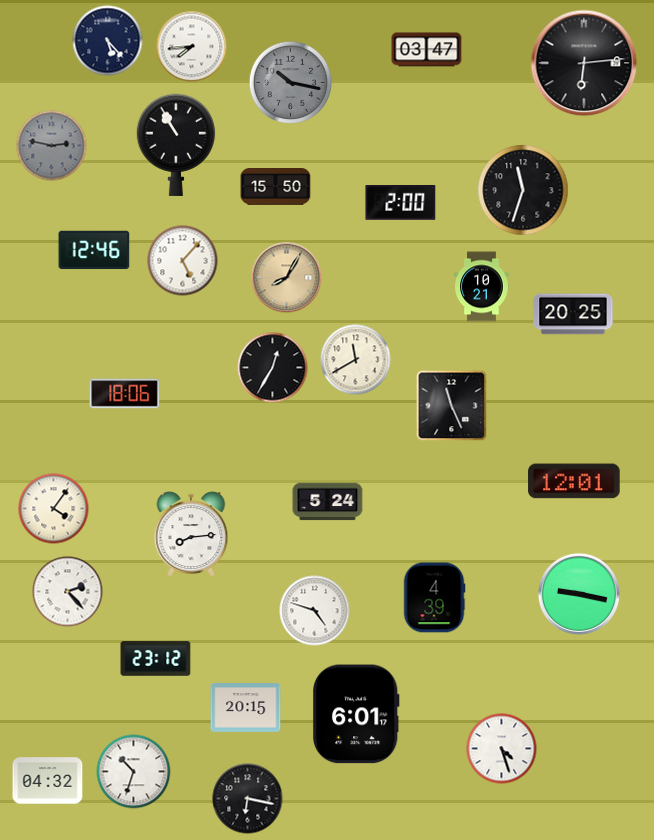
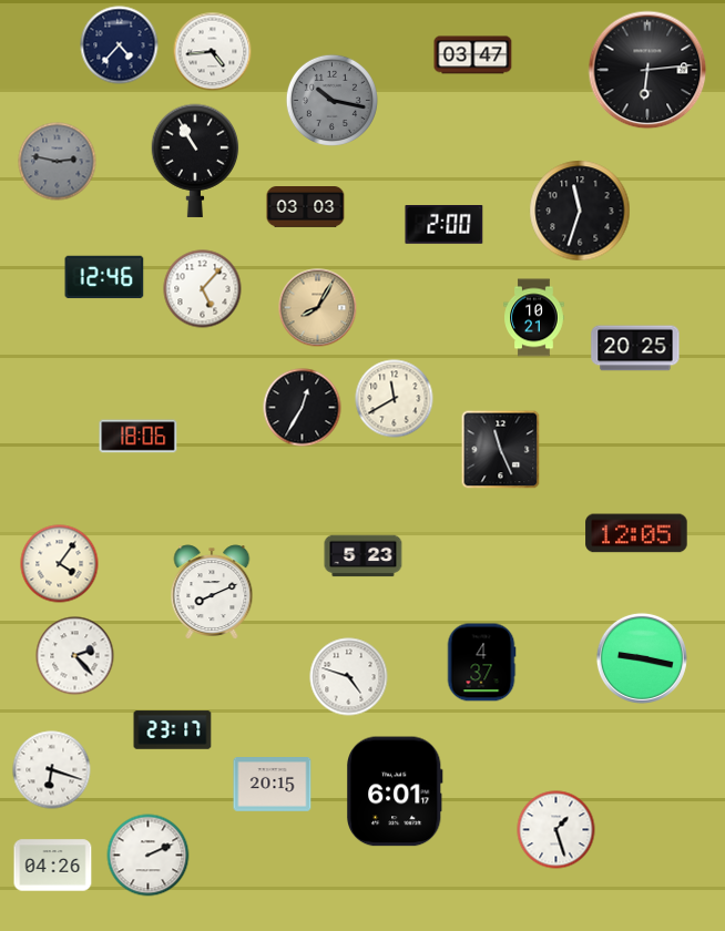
clock at (108, 41): 5:23 -> 4:37
clock at (192, 47): 7:44 -> 4:44
clock at (290, 82) position: (290, 82) -> (331, 100)
clock at (276, 187): 15:50 -> 03:03
clock at (574, 481): 12:01 -> 12:05
clock at (328, 502): 5:24 -> 5:23
clock at (191, 534): 8:14 -> 8:11
clock at (434, 598): 4:39 -> 4:37
clock at (156, 659): 23:12 -> 23:17
clock at (52, 770): none -> 6:18
clock at (502, 749): 4:27 -> 1:27
clock at (134, 772): 10:33 -> 2:11
clock at (48, 781): 04:32 -> 04:26
clock at (248, 799): 6:17 -> none
